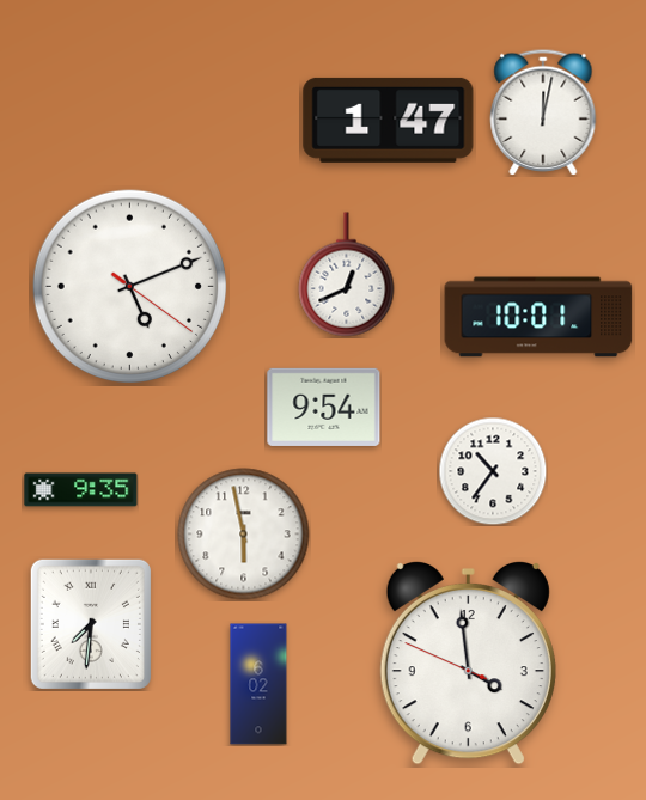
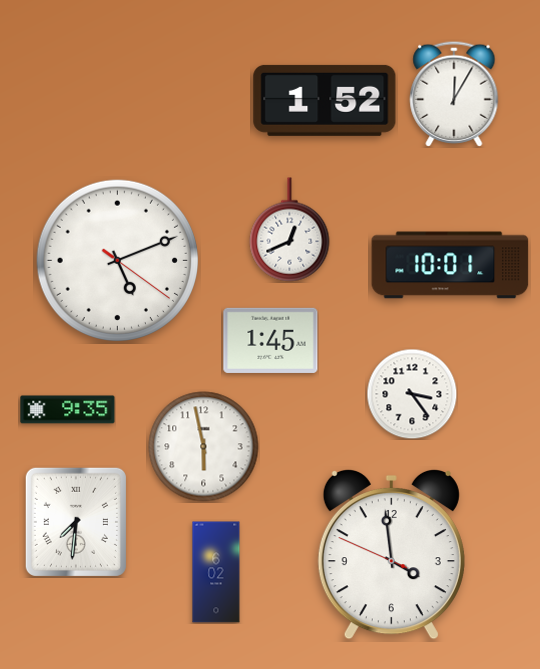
clock at (543, 112): 12:02 -> 12:05
clock at (389, 120): 1:47 -> 1:52
clock at (130, 287) position: (130, 287) -> (118, 261)
clock at (324, 407): 9:54 -> 1:45
clock at (493, 471): 10:36 -> 3:24
